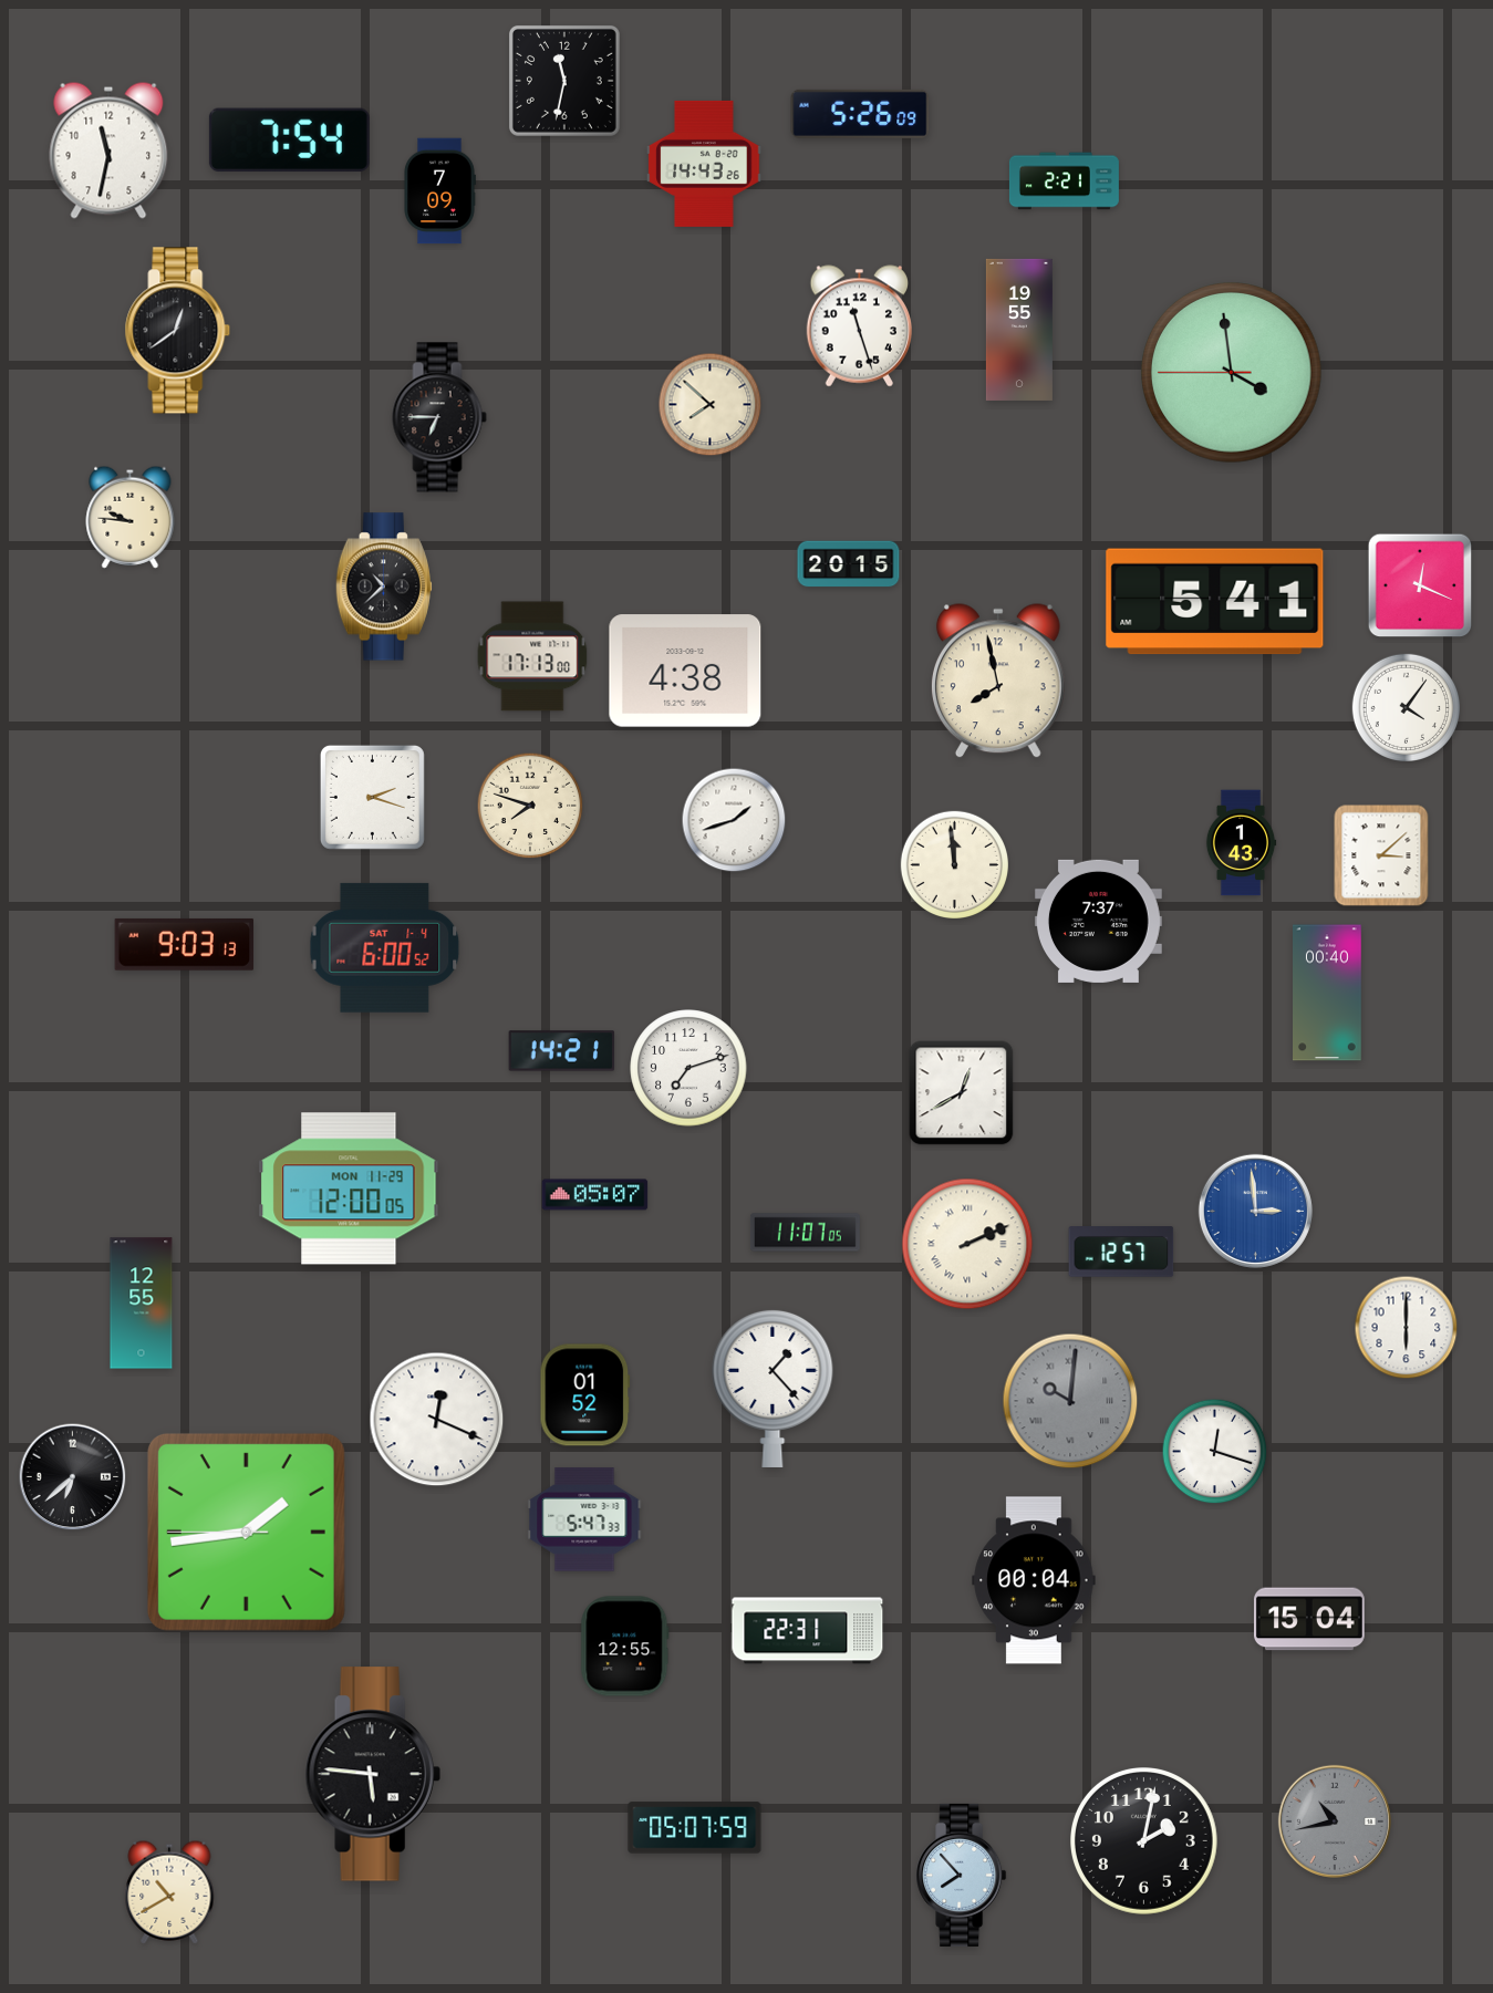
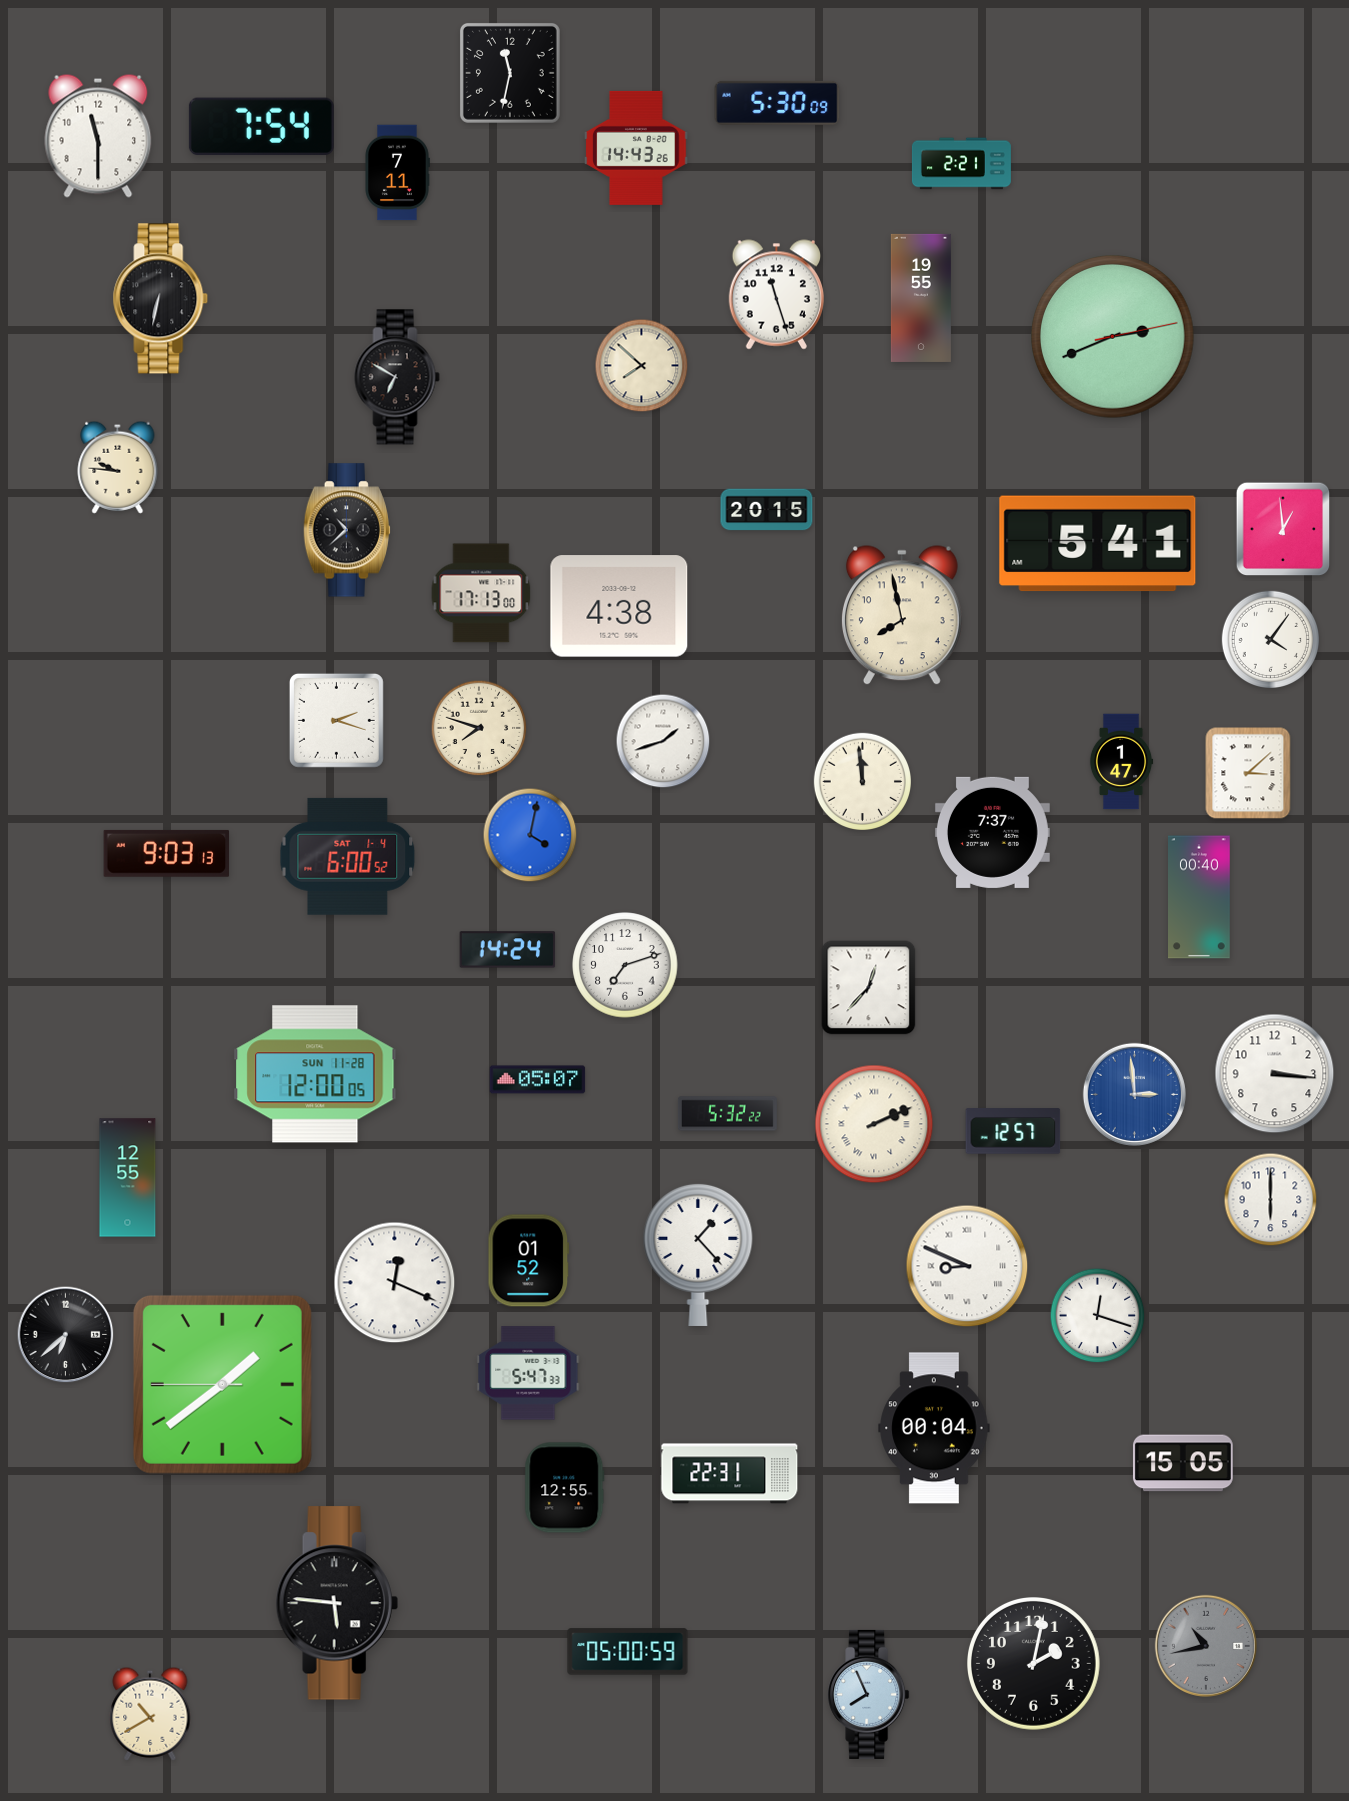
clock at (860, 114): 5:26 -> 5:30
clock at (108, 150): 11:32 -> 11:30
clock at (439, 191): 7:09 -> 7:11
clock at (178, 331): 12:39 -> 6:32
clock at (1232, 373): 3:58 -> 2:41
clock at (439, 417): 6:45 -> 6:50
clock at (1420, 585): 12:19 -> 12:59
clock at (1241, 843): 1:43 -> 1:47
clock at (530, 835): none -> 4:02
clock at (562, 1051): 14:21 -> 14:24
clock at (688, 1068) position: (688, 1068) -> (625, 965)
clock at (962, 1093): 12:40 -> 12:37
clock at (349, 1188) date: MON 11-29 -> SUN 11-28
clock at (1275, 1074): none -> 3:16
clock at (805, 1233): 11:07 -> 5:32
clock at (1070, 1401): 10:01 -> 8:49
clock at (1070, 1401) dial: grey -> white
clock at (1215, 1452) position: (1215, 1452) -> (1098, 1316)
clock at (246, 1532): 1:43 -> 1:38
clock at (1309, 1619): 15:04 -> 15:05
clock at (695, 1828): 05:07 -> 05:00
clock at (962, 1875): 7:53 -> 7:56
clock at (169, 1892) position: (169, 1892) -> (150, 1714)
